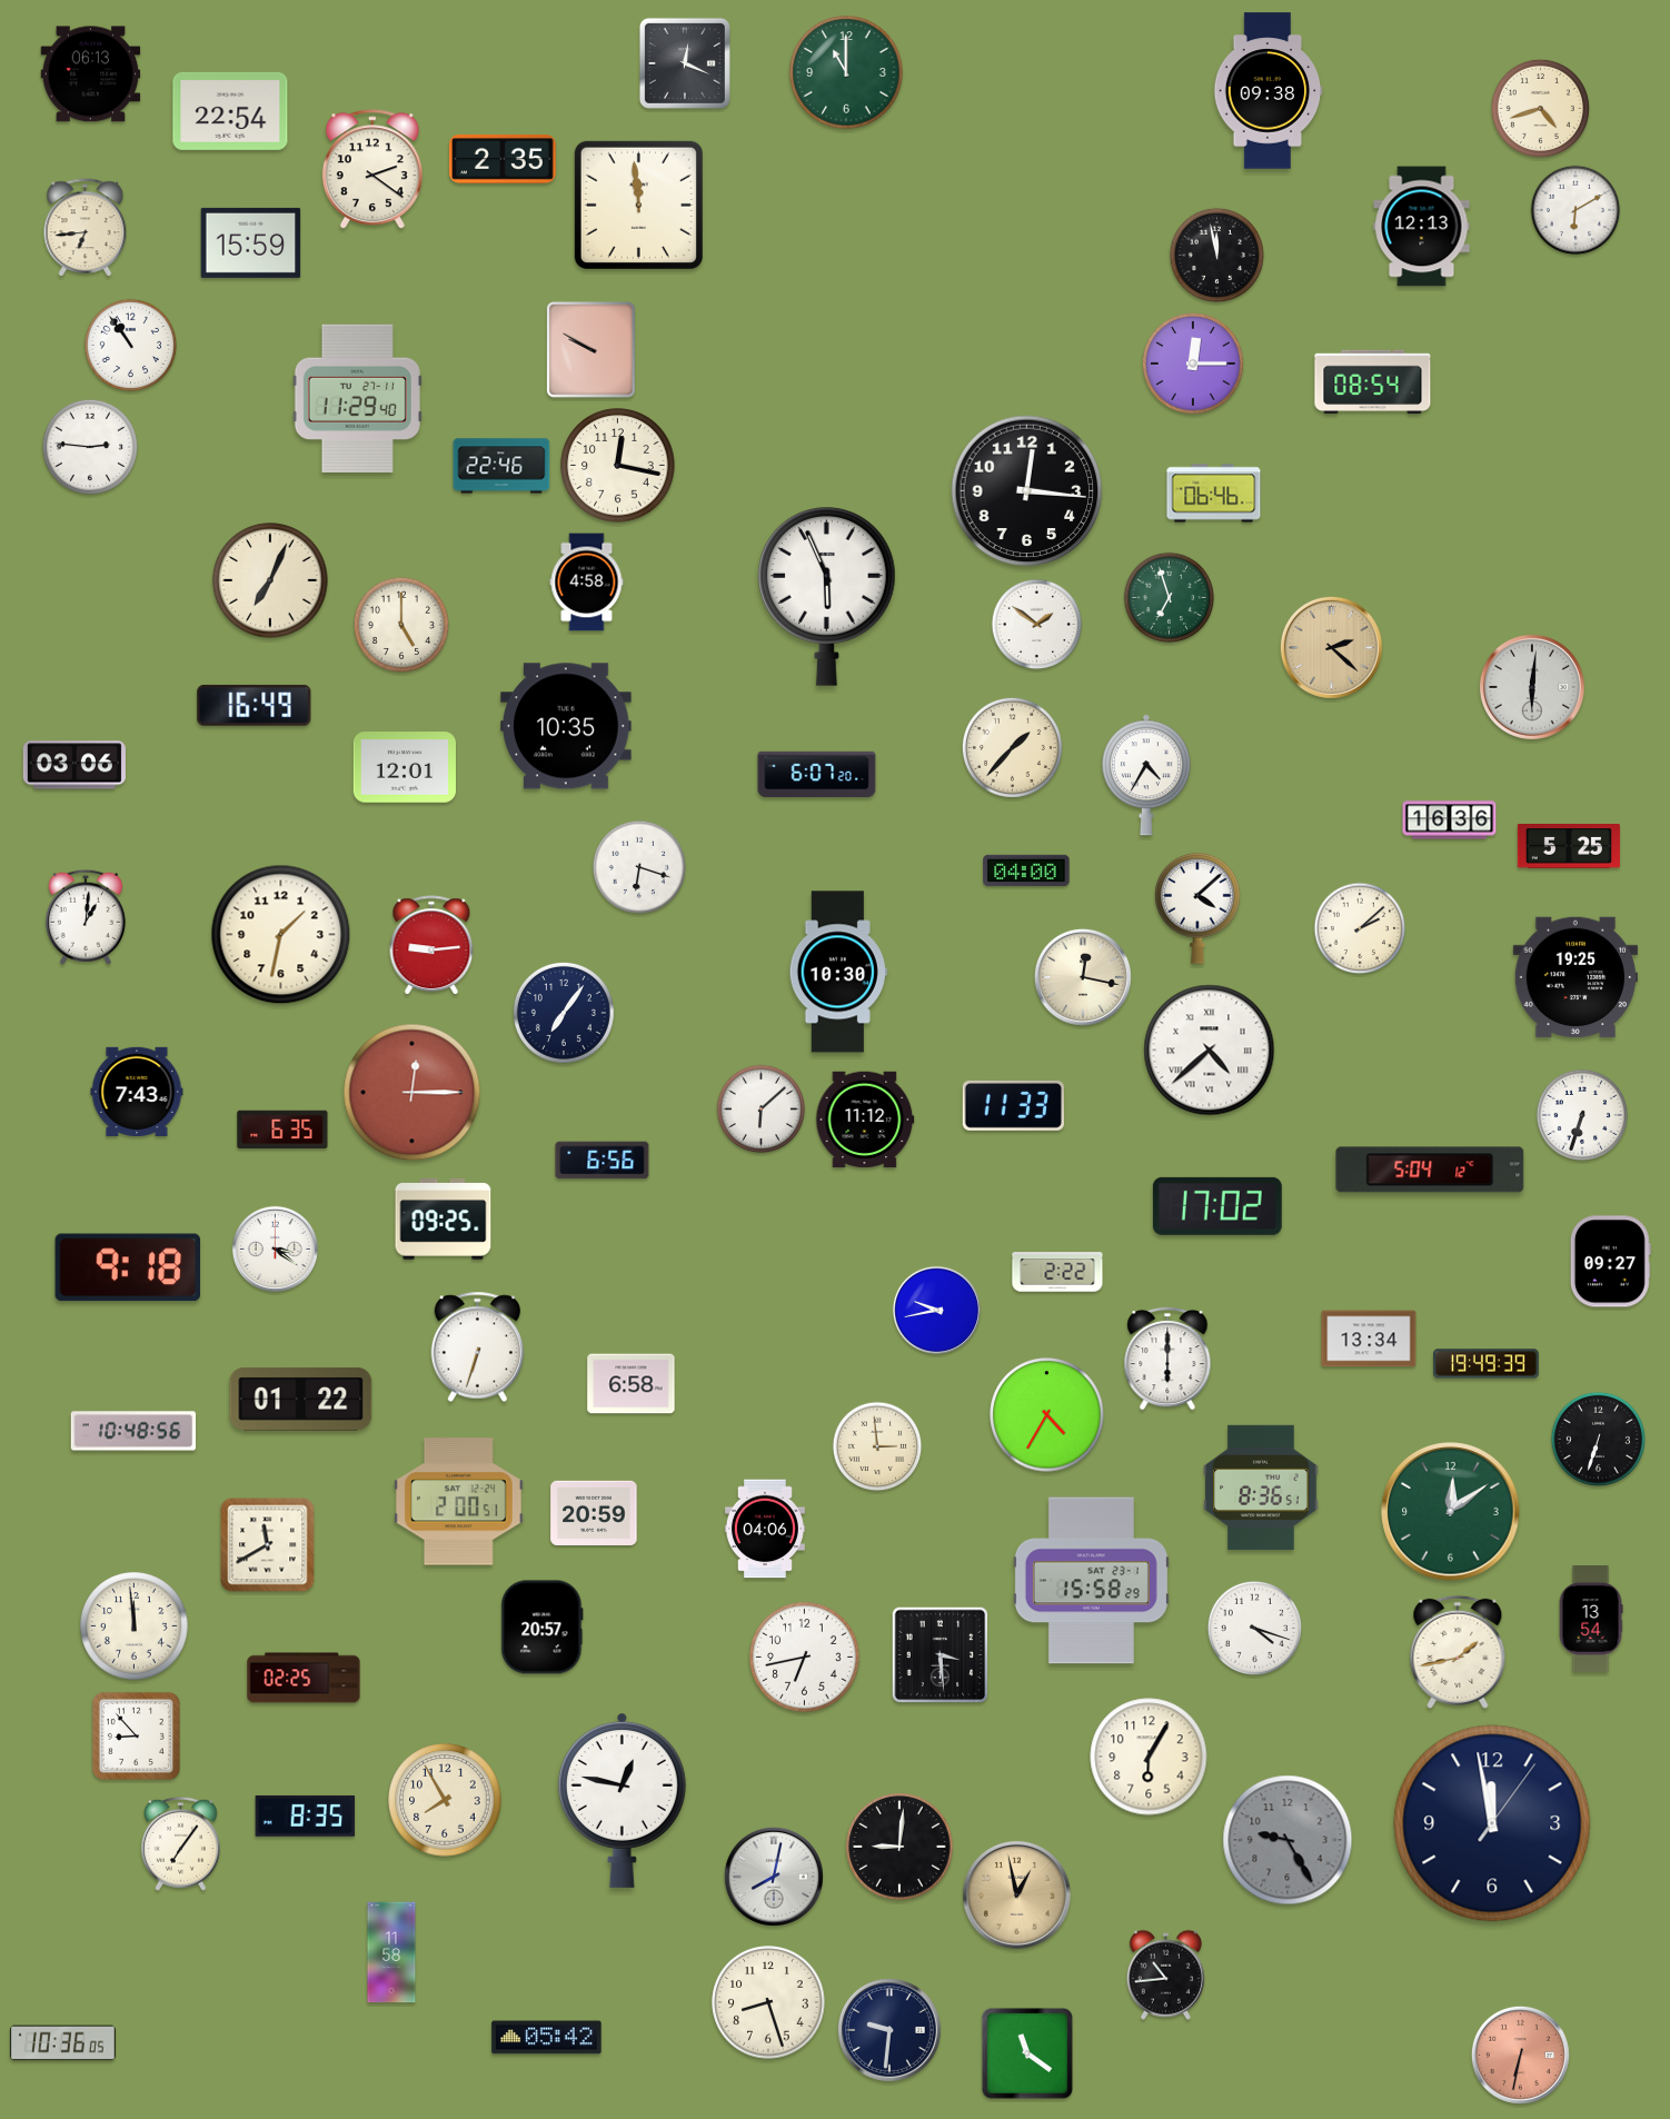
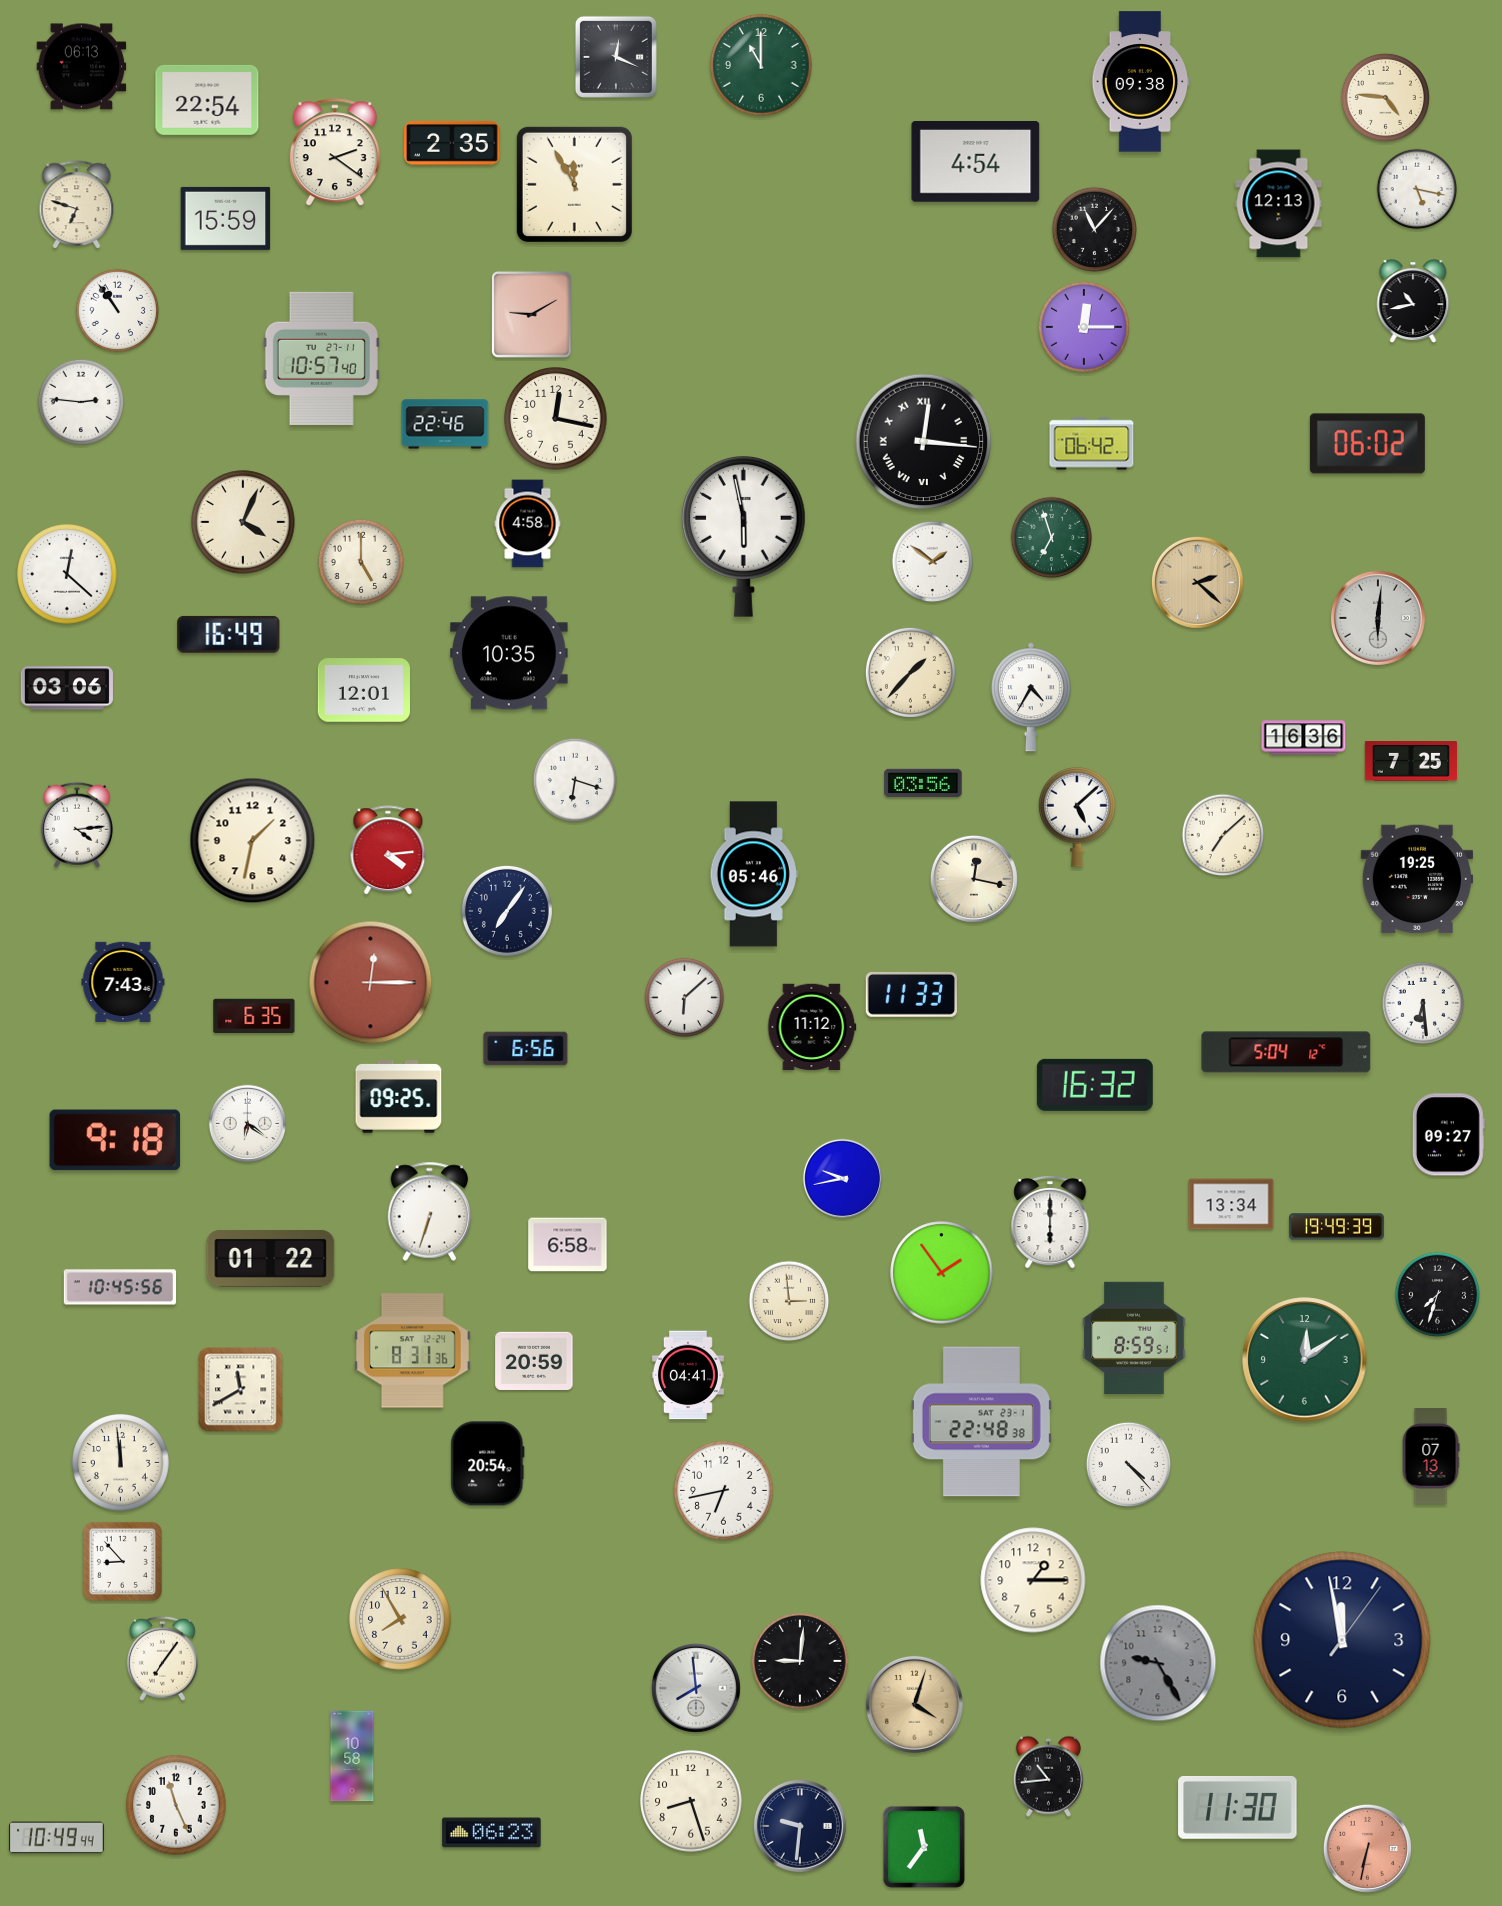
clock at (1540, 108): 4:42 -> 4:46
clock at (976, 162): none -> 4:54
clock at (638, 205): 11:59 -> 11:55
clock at (1575, 210): 6:10 -> 5:17
clock at (86, 228): 6:44 -> 6:48
clock at (1216, 255): 11:58 -> 11:07
clock at (1413, 301): none -> 10:43
clock at (592, 350): 9:50 -> 9:10
clock at (1193, 364) position: (1193, 364) -> (1084, 327)
clock at (1373, 382): 08:54 -> none
clock at (357, 398): 11:29 -> 10:57
clock at (501, 466) position: (501, 466) -> (445, 424)
clock at (1027, 491) numerals: Arabic -> Roman
clock at (1214, 494): 06:46 -> 06:42
clock at (1367, 444): none -> 06:02
clock at (270, 580): 7:04 -> 4:04
clock at (827, 597): 5:56 -> 5:58
clock at (67, 574): none -> 12:22
clock at (817, 775): 6:07 -> none
clock at (1569, 847): 5:25 -> 7:25
clock at (1026, 869): 04:00 -> 03:56
clock at (1197, 908): 4:08 -> 5:08
clock at (86, 917): 1:01 -> 4:14
clock at (1360, 928): 2:08 -> 7:08
clock at (431, 946): 9:14 -> 4:14
clock at (838, 972): 10:30 -> 05:46
clock at (1210, 1051): 4:38 -> none
clock at (1582, 1115): 6:33 -> 6:29
clock at (865, 1120) position: (865, 1120) -> (812, 1027)
clock at (603, 1161) position: (603, 1161) -> (526, 1049)
clock at (1217, 1206): 17:02 -> 16:32
clock at (275, 1248): 3:21 -> 6:21
clock at (1057, 1272): 2:22 -> none
clock at (1047, 1415): 4:35 -> 1:54
clock at (133, 1431): 10:48 -> 10:45
clock at (1598, 1439): 6:33 -> 7:33
clock at (1261, 1486): 8:36 -> 8:59
clock at (458, 1502): 2:00 -> 8:31
clock at (765, 1529): 04:06 -> 04:41
clock at (1091, 1581): 15:58 -> 22:48
clock at (1591, 1620): 13:54 -> 07:13
clock at (543, 1628): 20:57 -> 20:54
clock at (1254, 1628): 4:18 -> 4:23
clock at (1458, 1652): 1:43 -> none
clock at (941, 1655): 3:29 -> none
clock at (304, 1678): 02:25 -> none
clock at (1149, 1757): 6:05 -> 1:15
clock at (622, 1800): 12:47 -> none
clock at (306, 1815): 8:35 -> none
clock at (1288, 1840) position: (1288, 1840) -> (1158, 1663)
clock at (899, 1847) position: (899, 1847) -> (800, 1661)
clock at (774, 1877): 8:02 -> 7:59
clock at (1016, 1894): 12:58 -> 4:03
clock at (391, 1952): 11:58 -> 10:58
clock at (176, 1805): none -> 11:26
clock at (1238, 1807): none -> 11:30
clock at (547, 2038): 05:42 -> 06:23
clock at (62, 2043): 10:36 -> 10:49
clock at (1027, 2053): 11:21 -> 11:36
